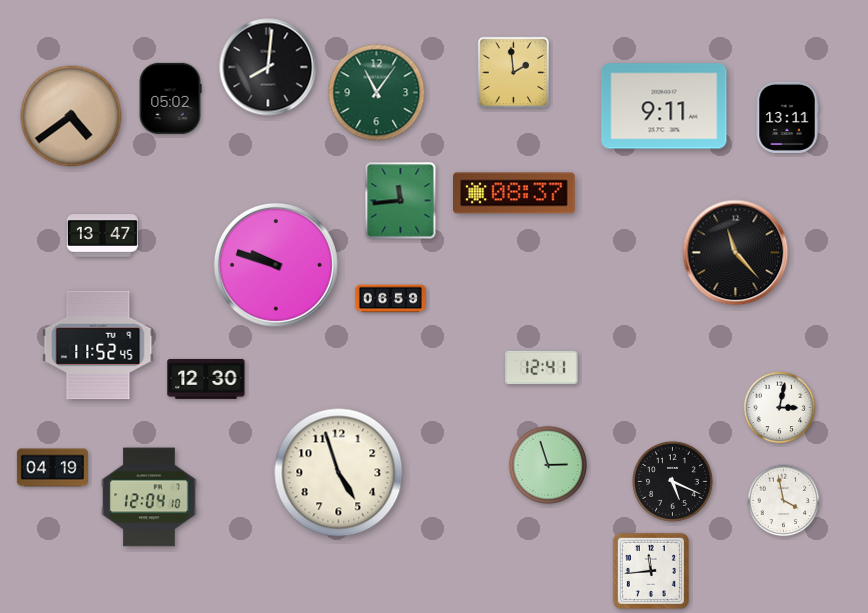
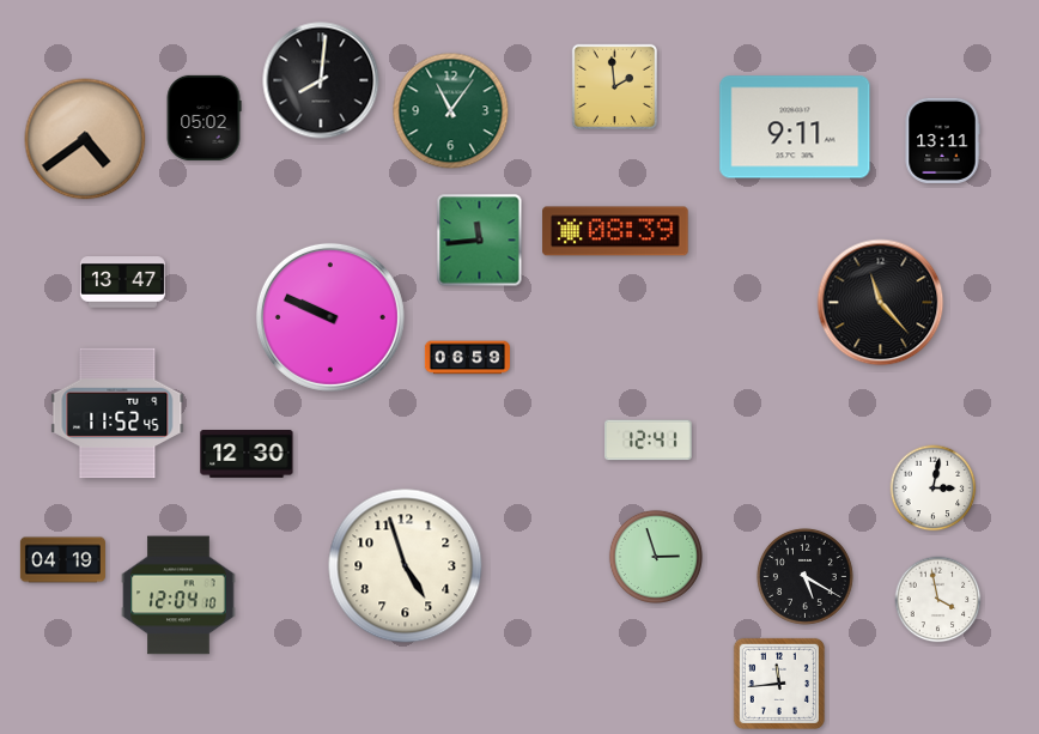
clock at (514, 193): 08:37 -> 08:39
clock at (276, 265): 9:48 -> 9:49
clock at (672, 481): 5:19 -> 5:20
